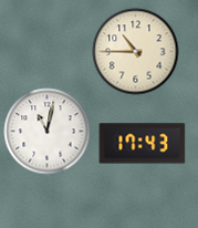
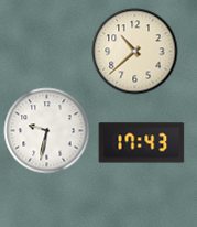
clock at (135, 51): 10:45 -> 10:38
clock at (46, 131): 11:02 -> 9:32
